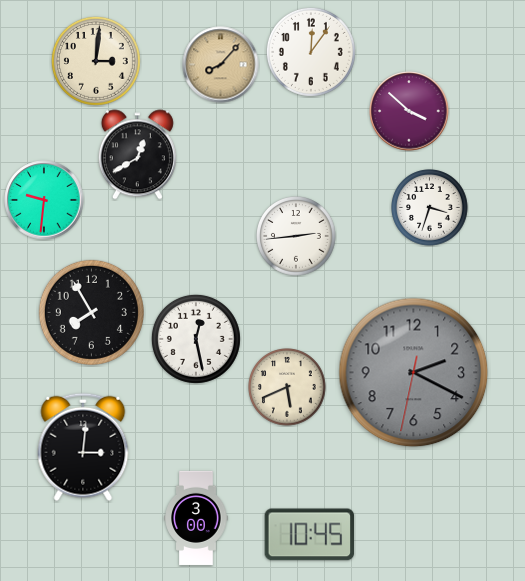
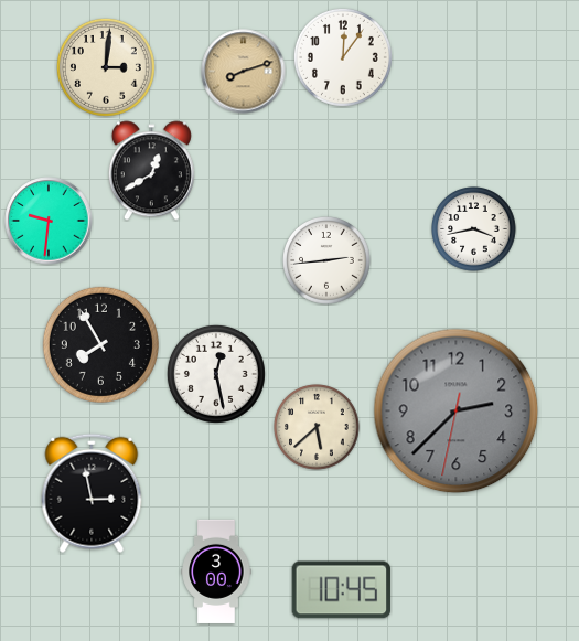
clock at (221, 65): 8:07 -> 8:12
clock at (409, 111): 3:52 -> none
clock at (430, 208): 3:33 -> 3:43
clock at (414, 373): 2:19 -> 2:37
clock at (287, 387): 5:41 -> 5:38
clock at (83, 447): 3:01 -> 2:58
